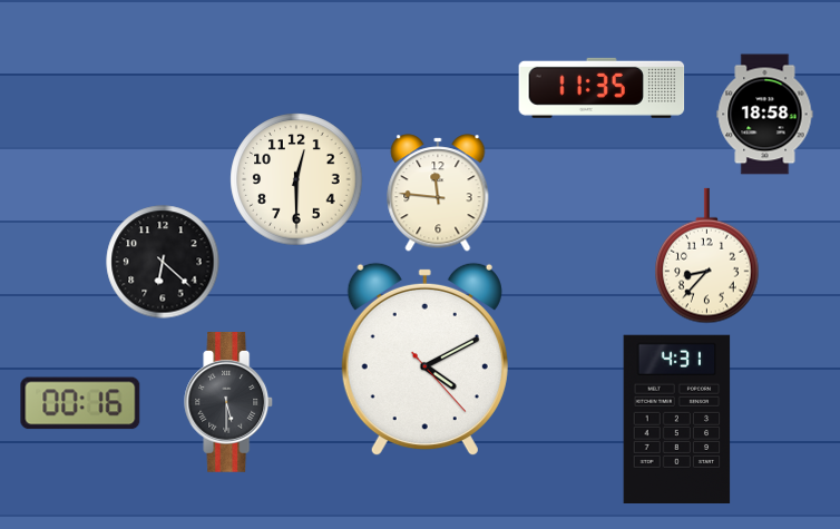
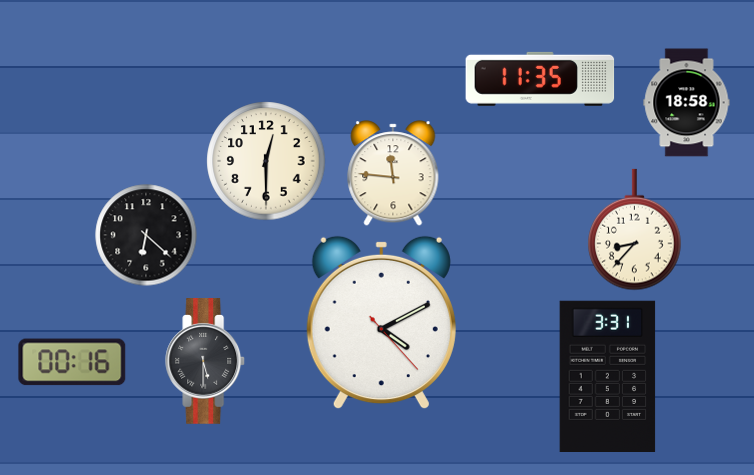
clock at (677, 419): 4:31 -> 3:31
